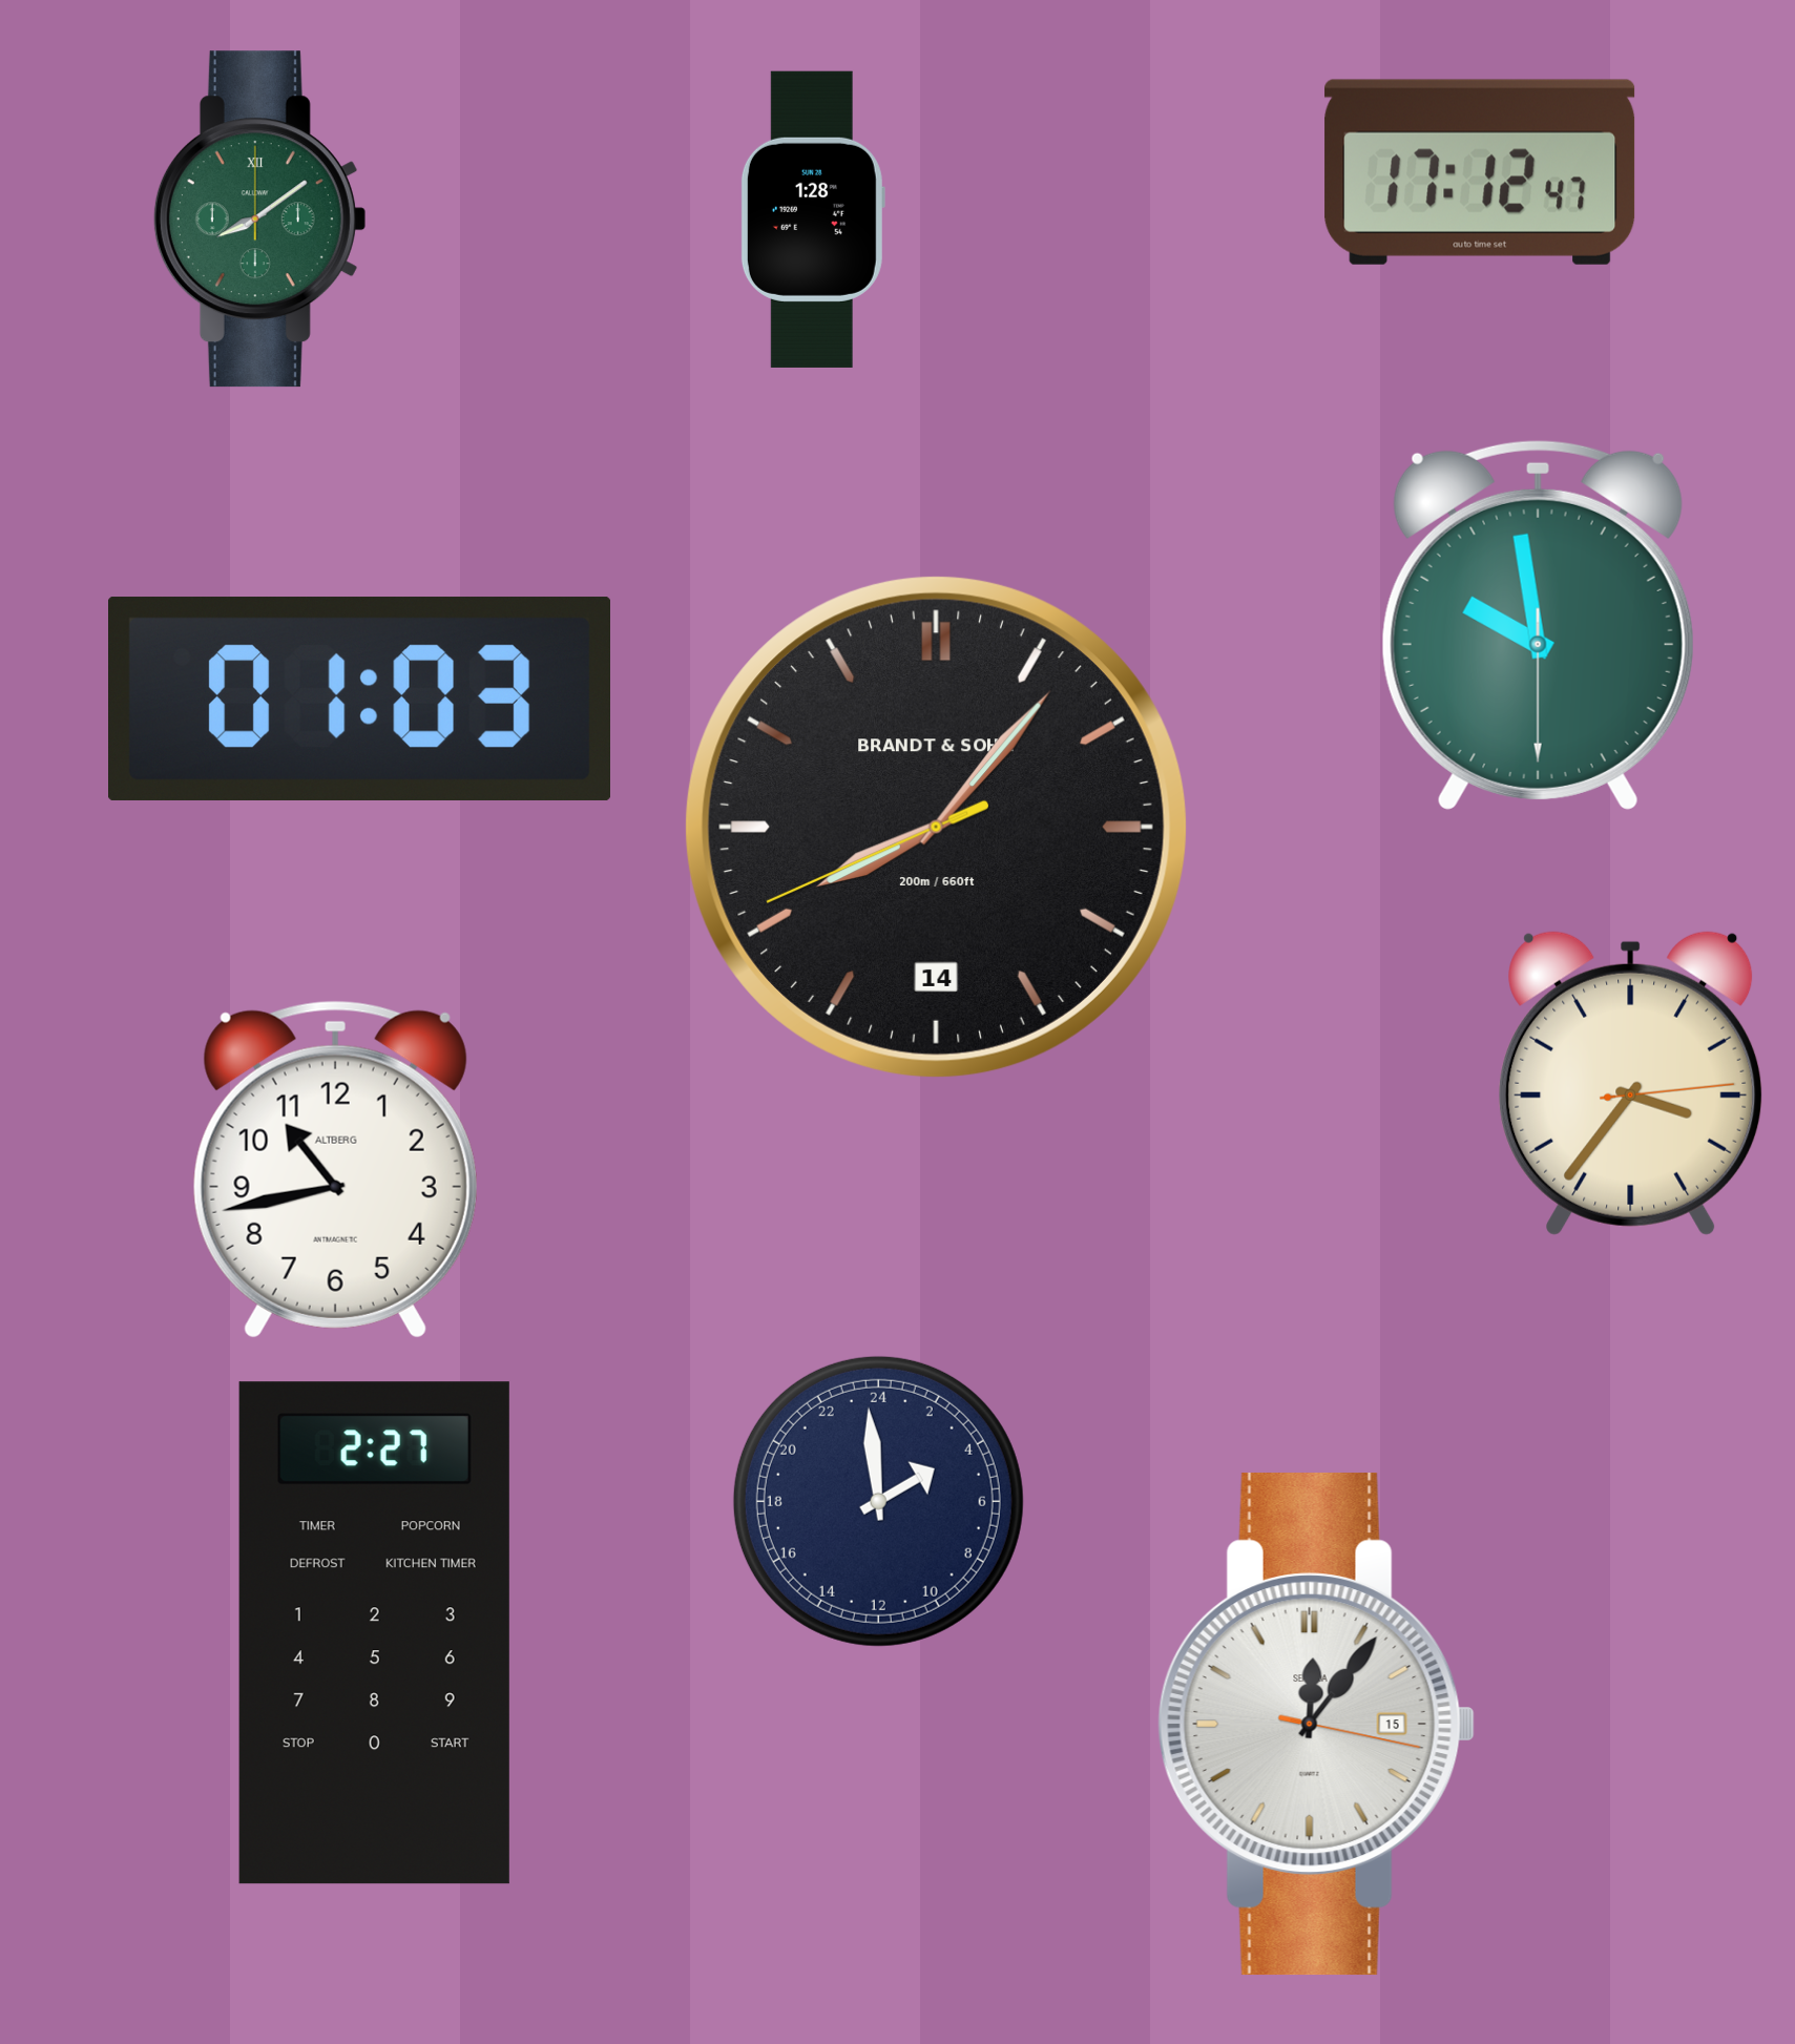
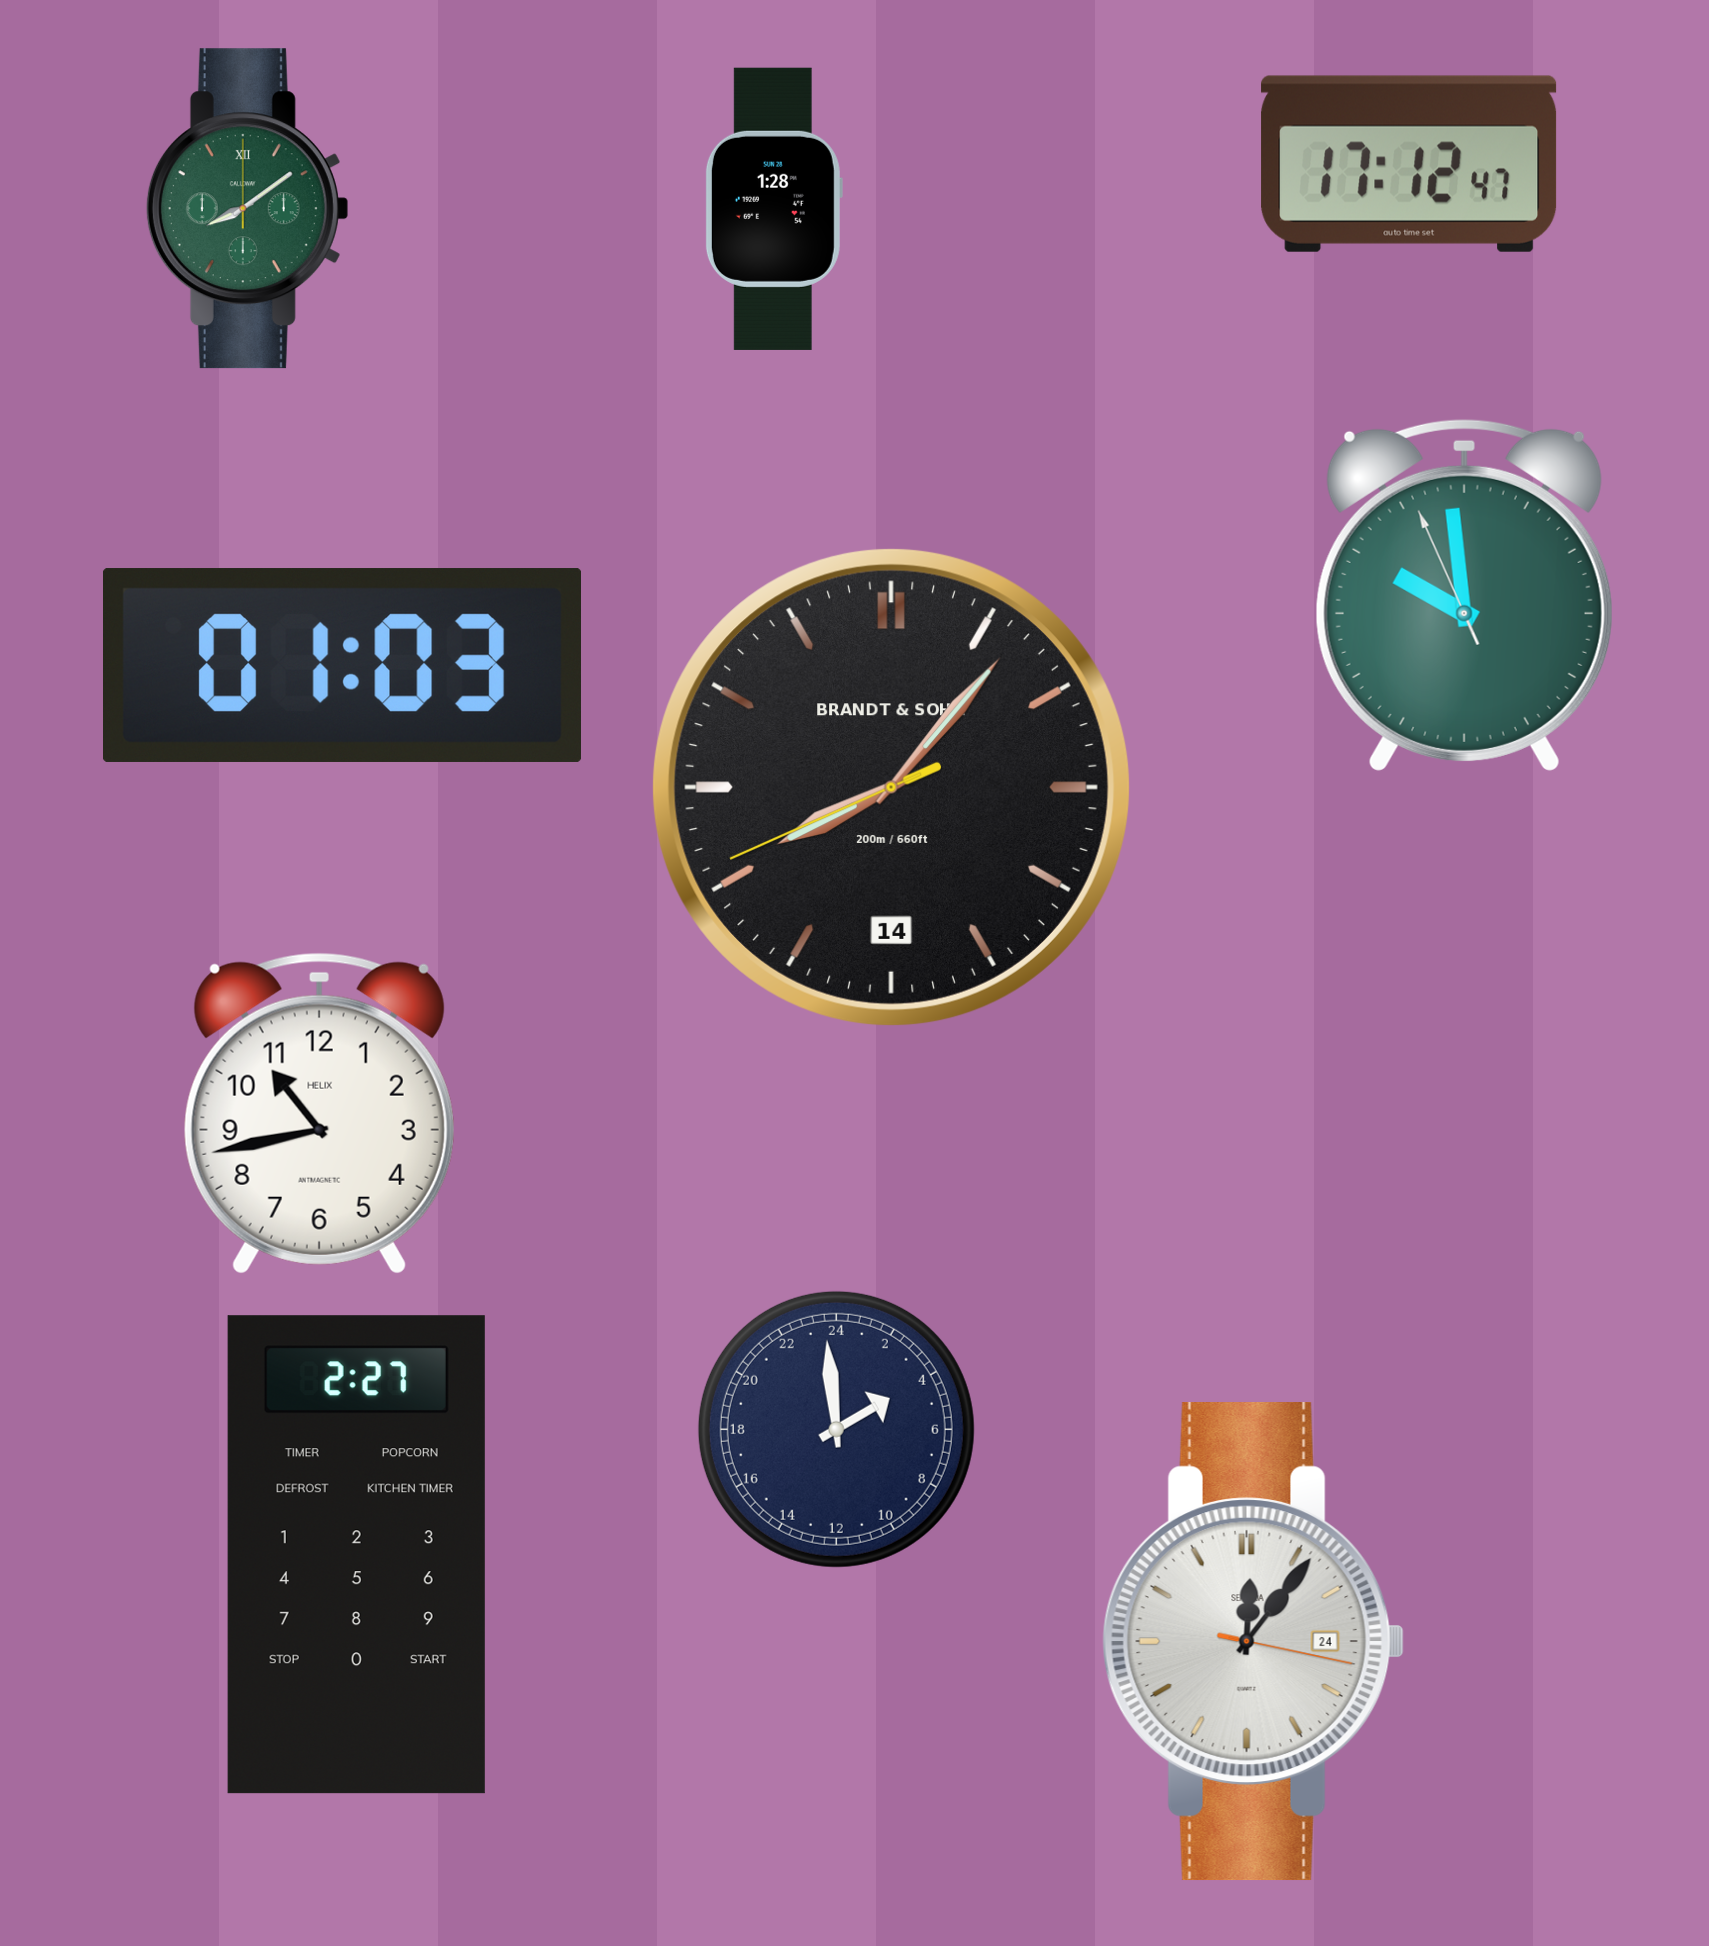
clock at (1538, 625): 9:58:30 -> 9:58:56
clock at (1631, 1083): 3:36 -> none
clock at (335, 1169) brand: ALTBERG -> HELIX
clock at (1316, 1725) date: 15 -> 24
